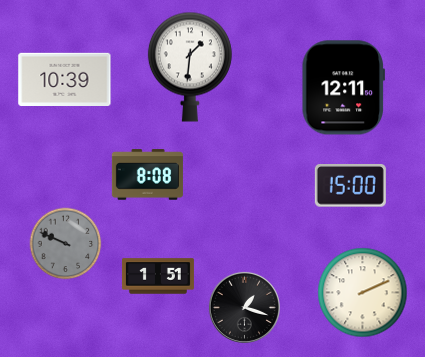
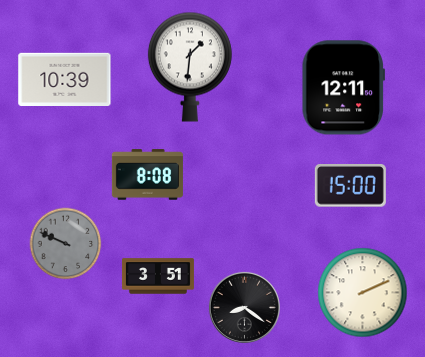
clock at (158, 276): 1:51 -> 3:51
clock at (244, 307): 1:18 -> 8:21
